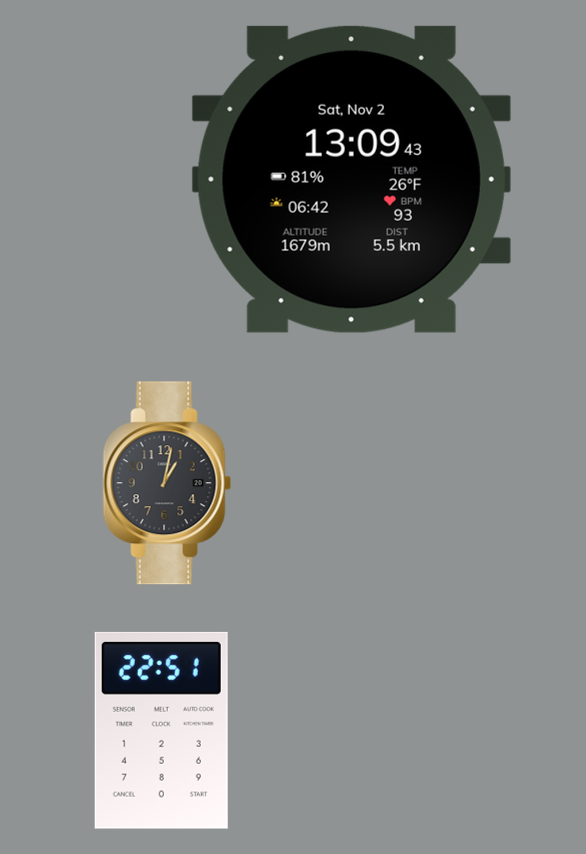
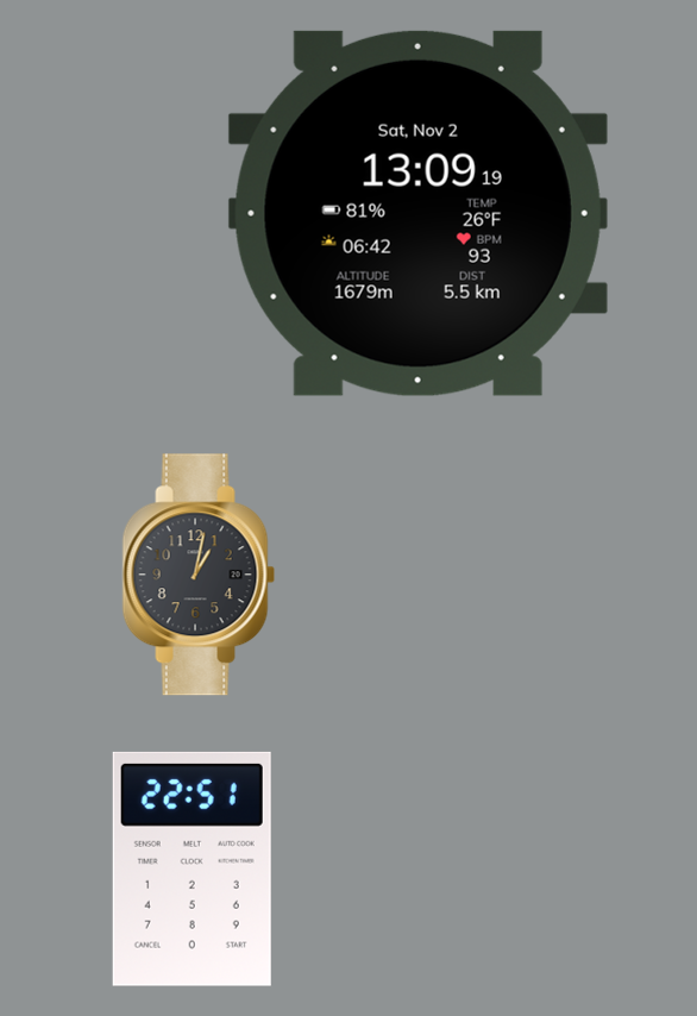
clock at (351, 179): 13:09:43 -> 13:09:19
